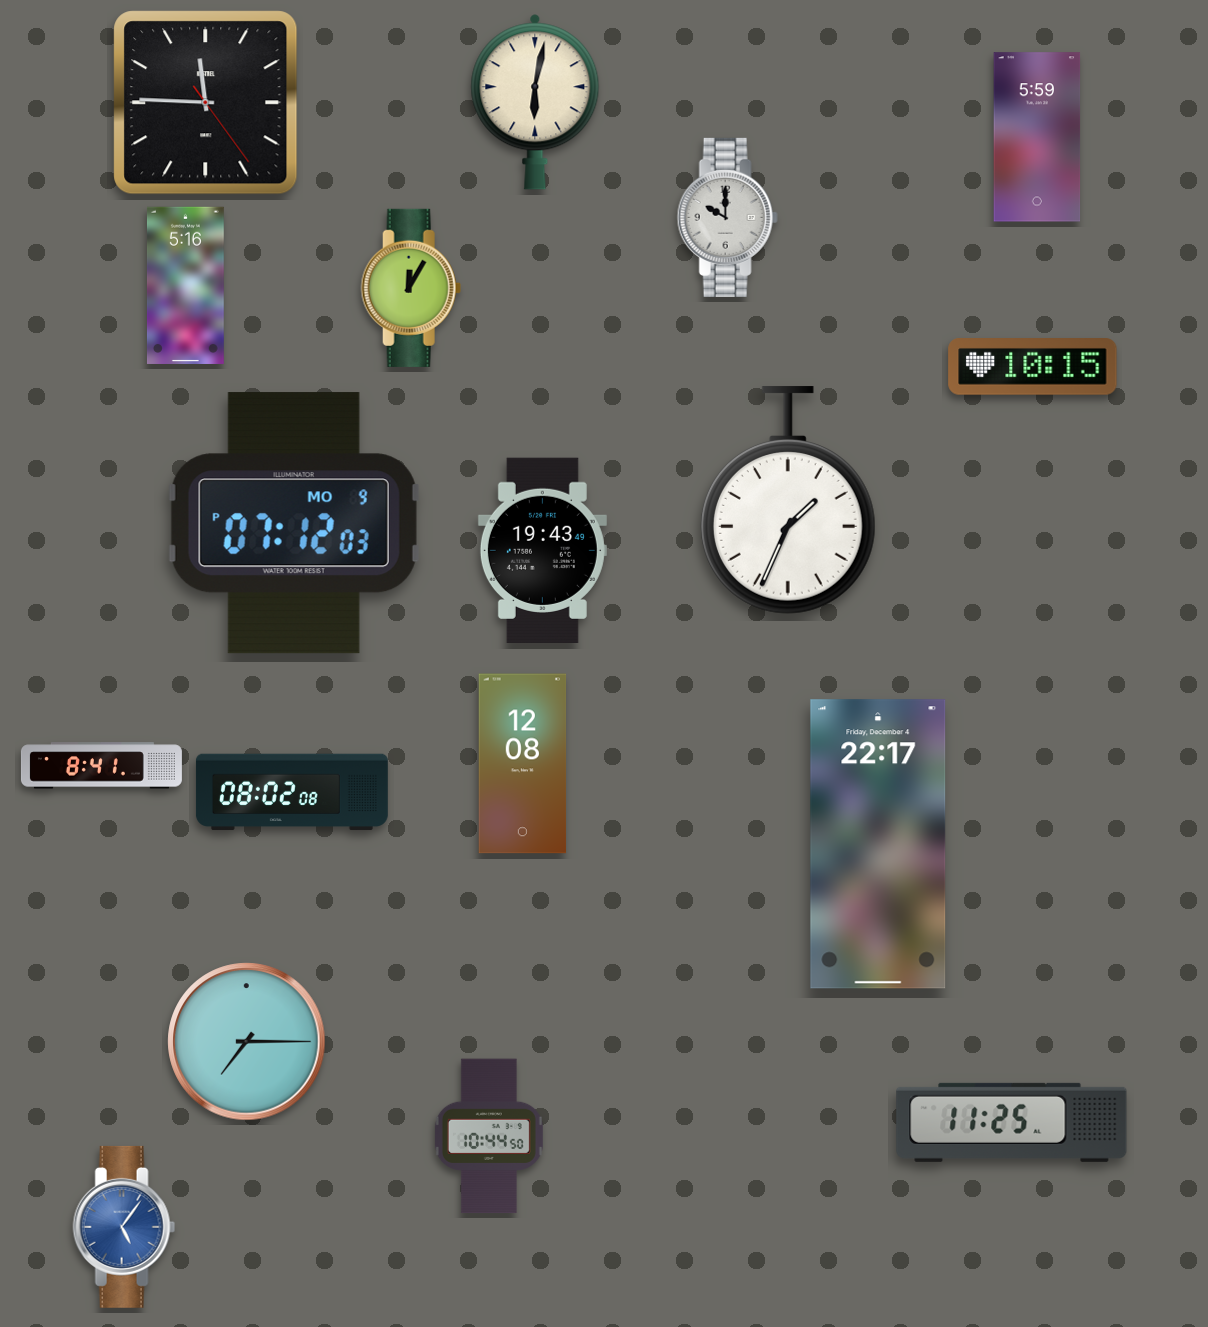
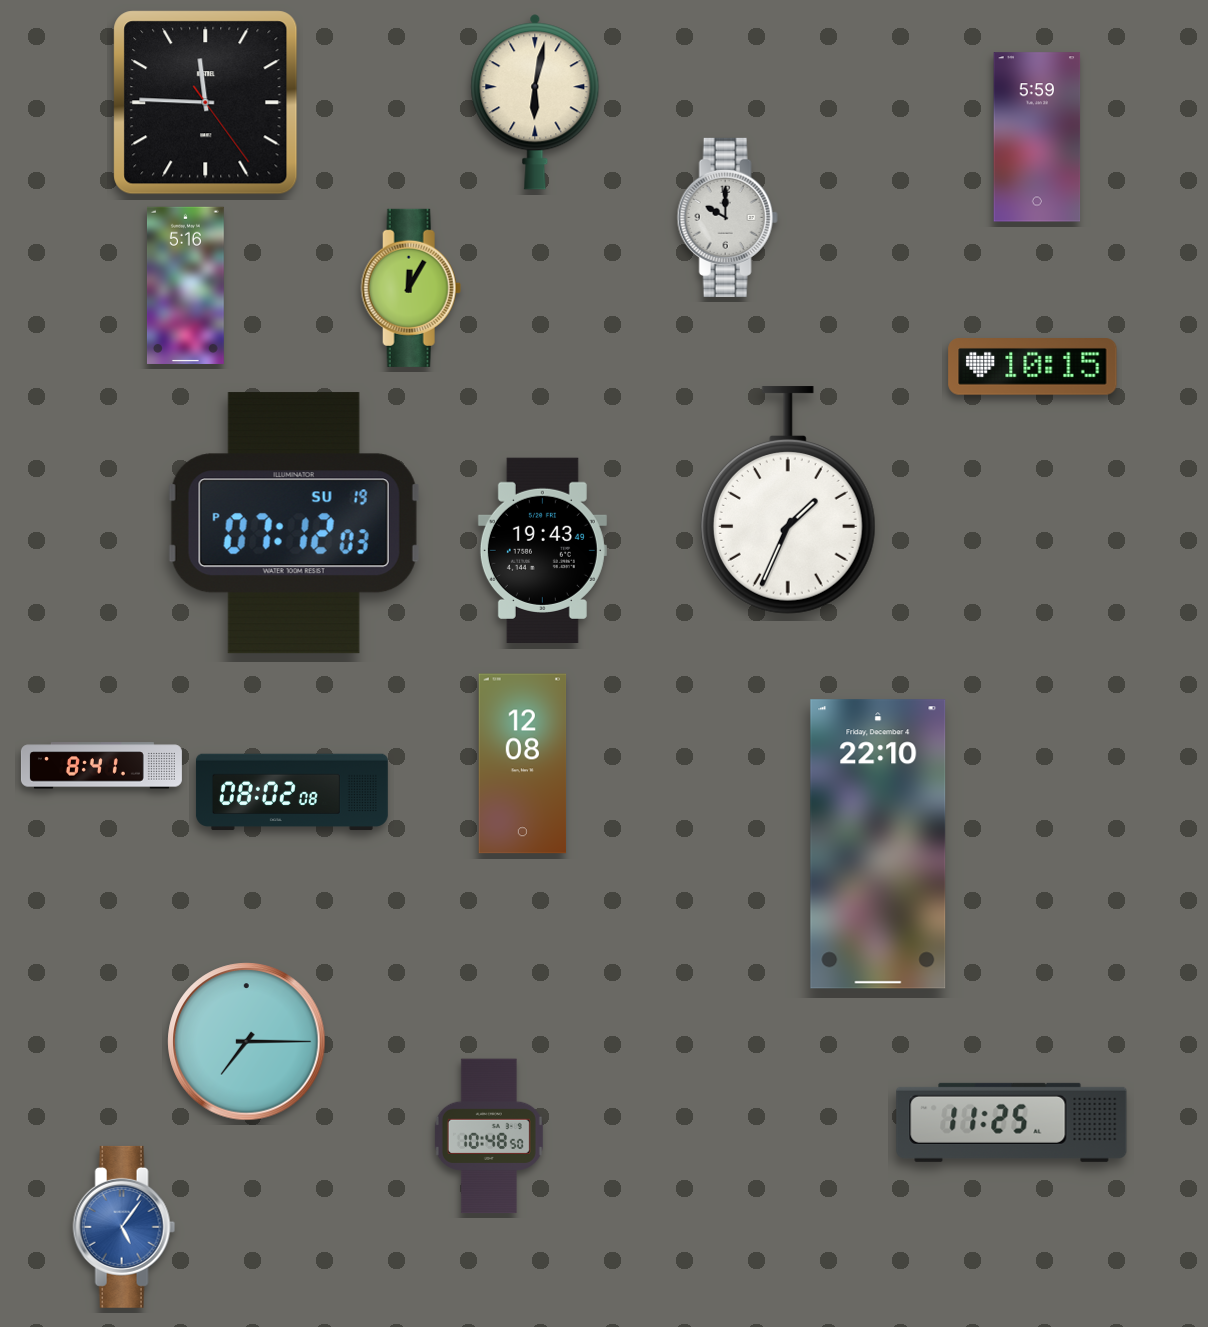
clock at (294, 523) date: MO 9 -> SU 19
clock at (878, 844): 22:17 -> 22:10
clock at (489, 1136): 10:44 -> 10:48
